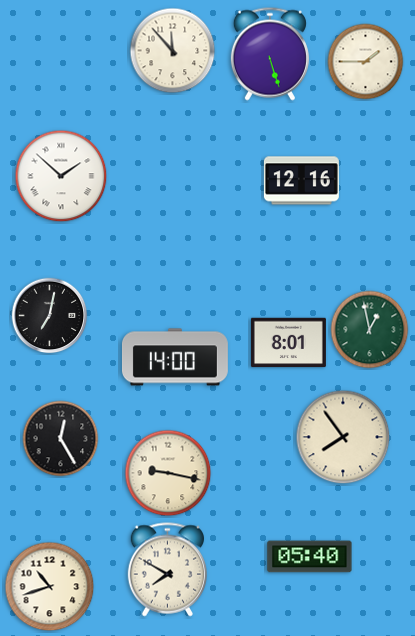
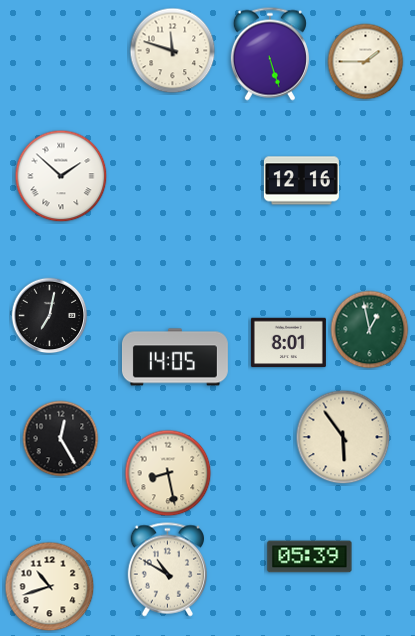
clock at (173, 51): 11:53 -> 11:48
clock at (175, 357): 14:00 -> 14:05
clock at (343, 437): 7:54 -> 5:54
clock at (168, 473): 9:17 -> 8:28
clock at (310, 557): 05:40 -> 05:39
clock at (167, 570): 7:50 -> 10:50
